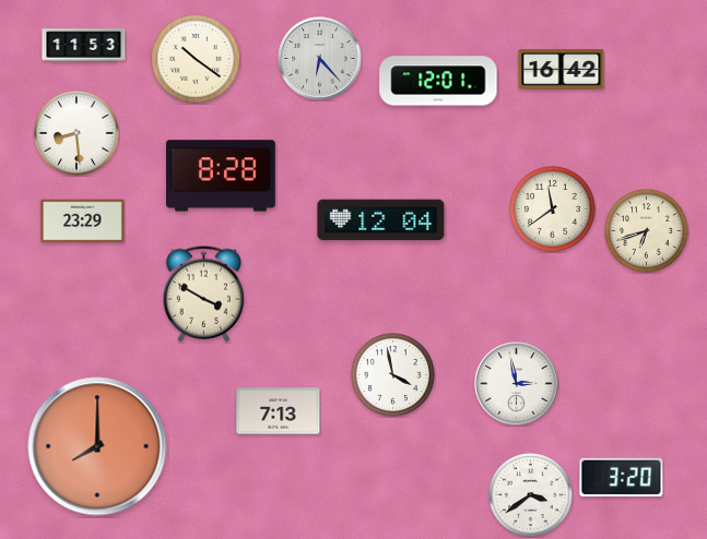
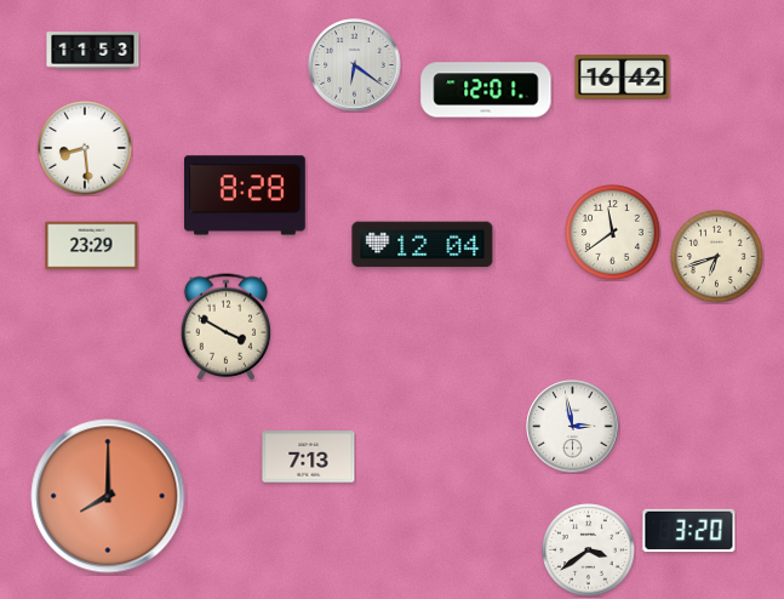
clock at (320, 59): 6:23 -> 6:21
clock at (197, 60): 10:21 -> none
clock at (393, 375): 3:58 -> none
